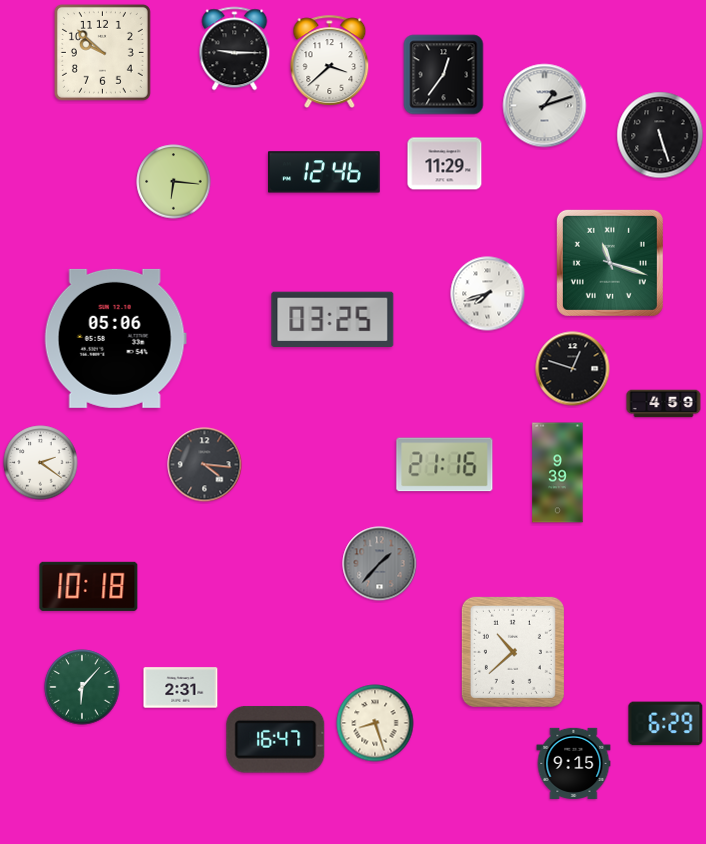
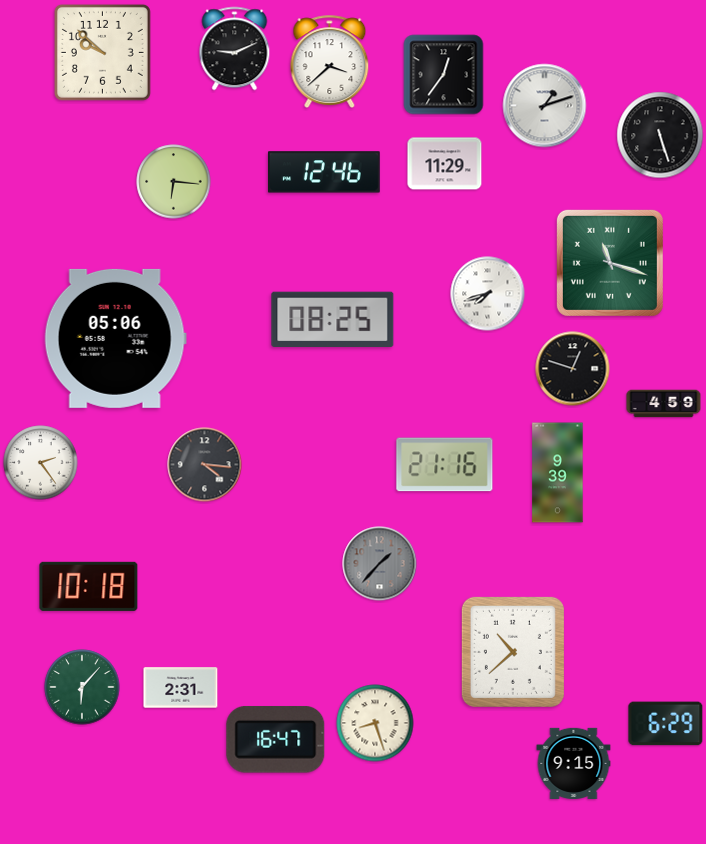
clock at (235, 49): 9:15 -> 9:11
clock at (333, 319): 03:25 -> 08:25
clock at (41, 463): 2:21 -> 2:24
